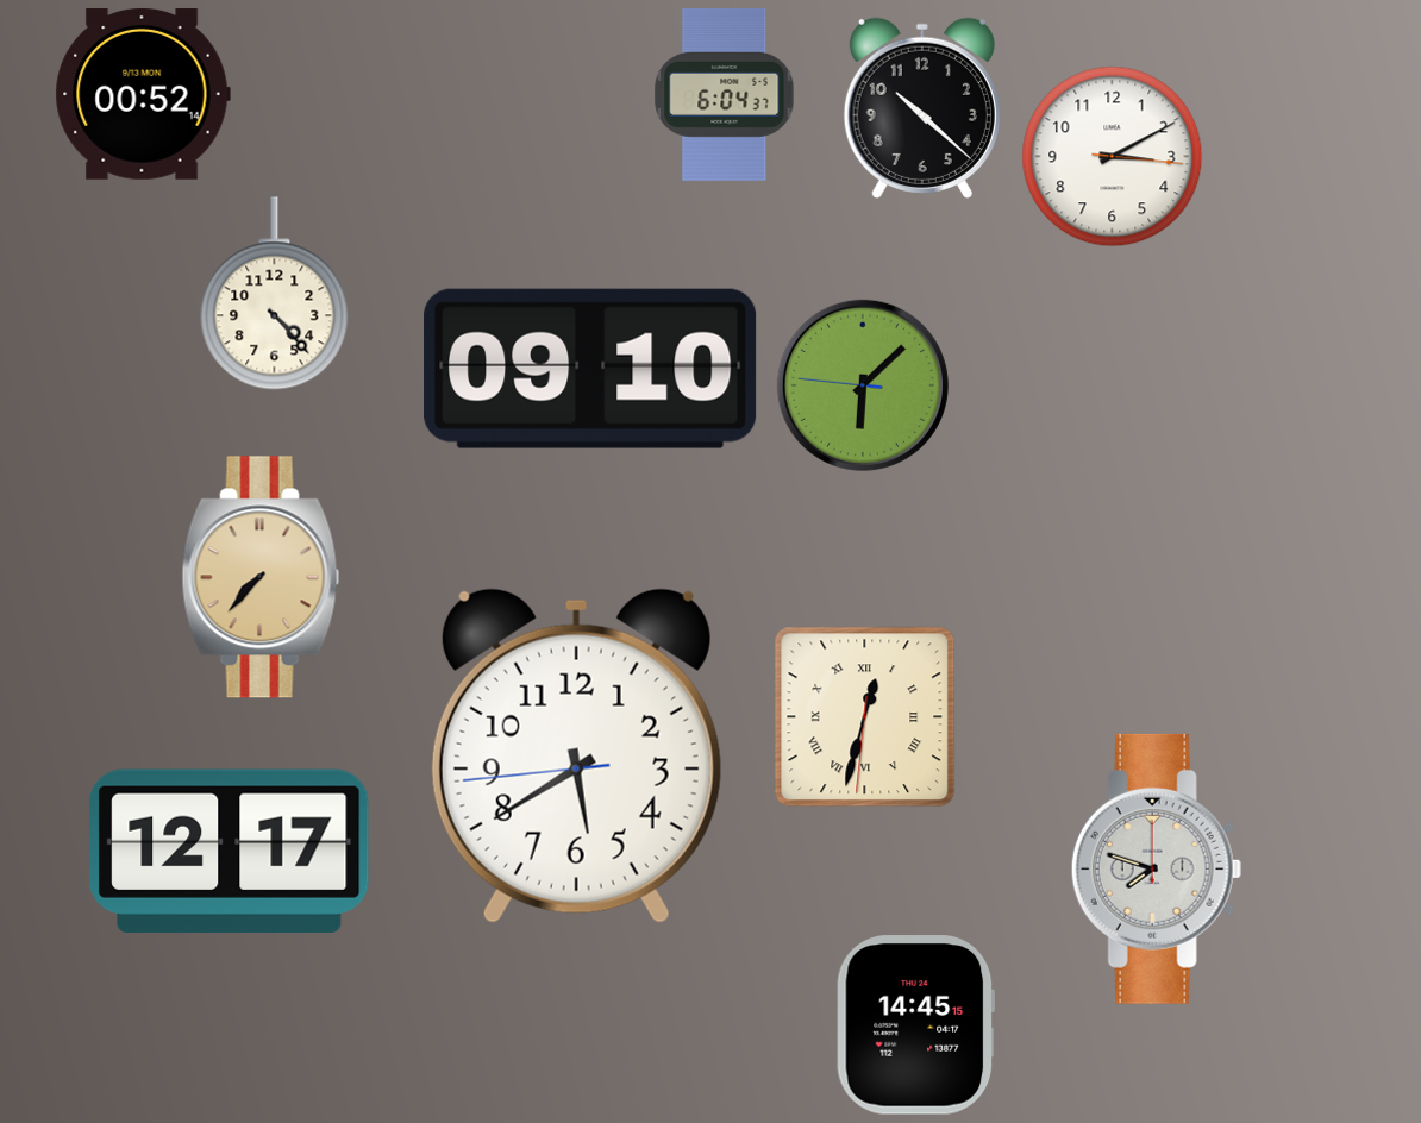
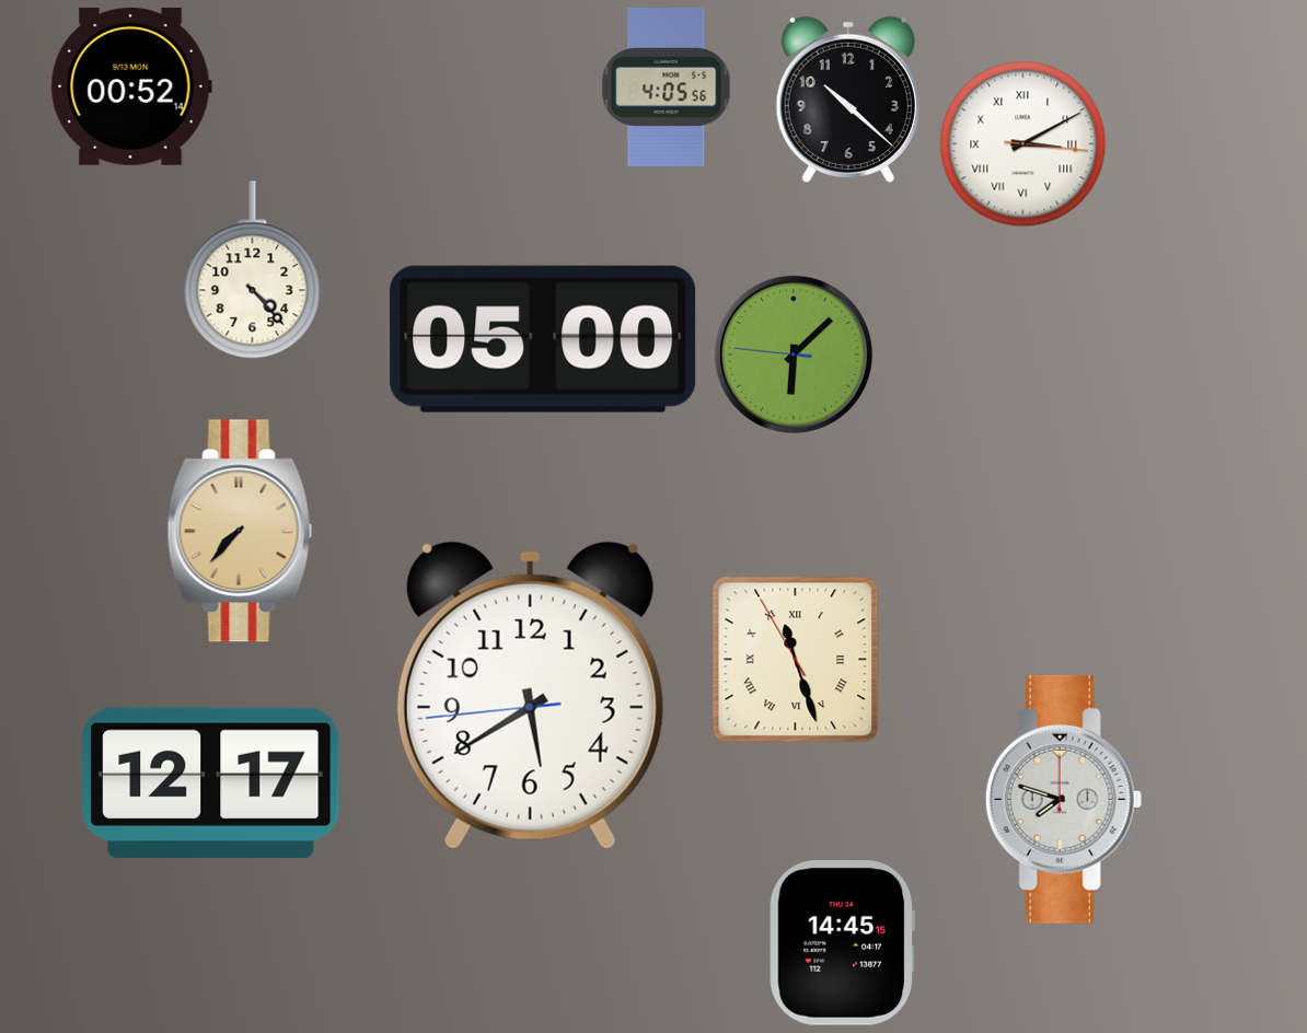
clock at (725, 94): 6:04 -> 4:05
clock at (1113, 157) numerals: Arabic -> Roman
clock at (590, 369): 09:10 -> 05:00
clock at (865, 717): 12:32 -> 11:26
